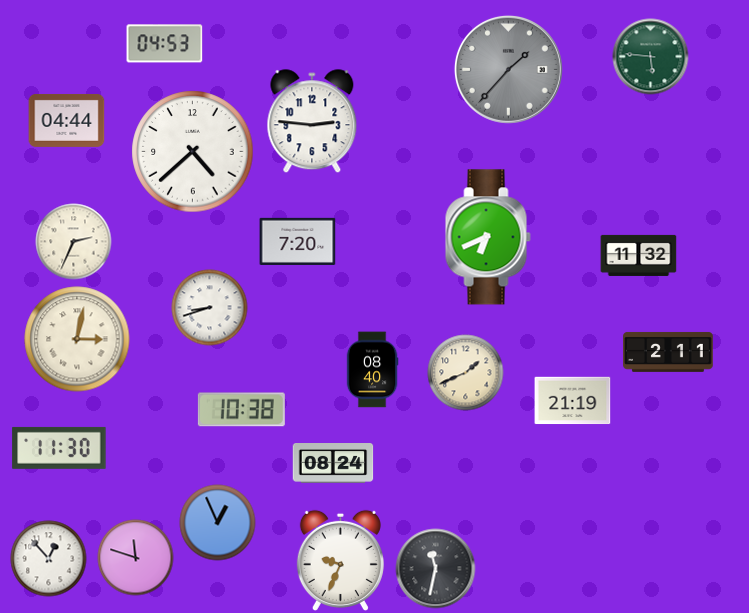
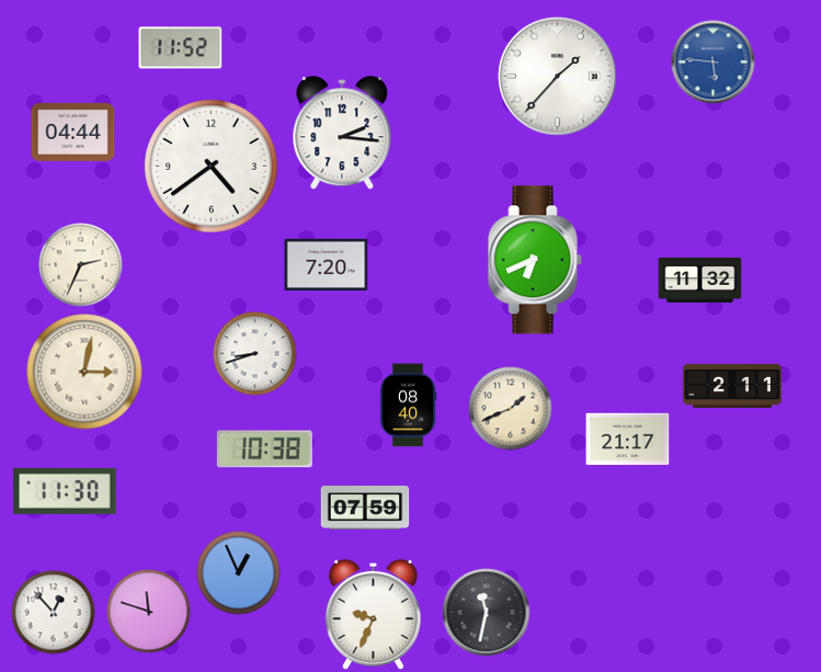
clock at (165, 44): 04:53 -> 11:52
clock at (651, 57) dial: green -> blue
clock at (508, 69) dial: grey -> white
clock at (312, 122): 2:46 -> 2:16
clock at (193, 152): 4:38 -> 4:39
clock at (210, 308) position: (210, 308) -> (255, 354)
clock at (573, 401): 21:19 -> 21:17
clock at (333, 464): 08:24 -> 07:59
clock at (436, 569) position: (436, 569) -> (487, 613)
